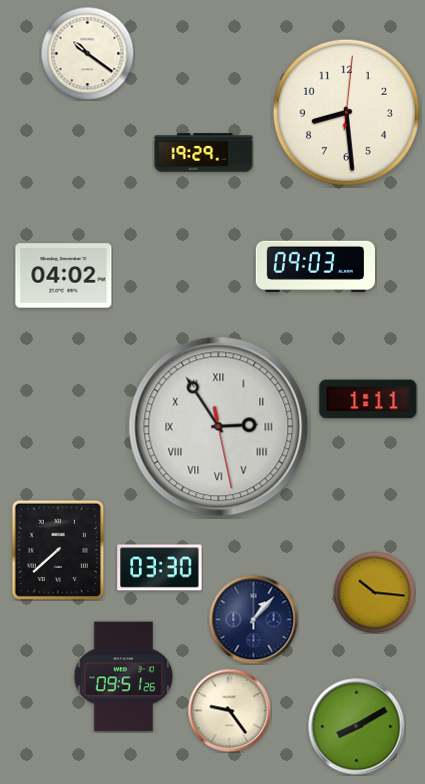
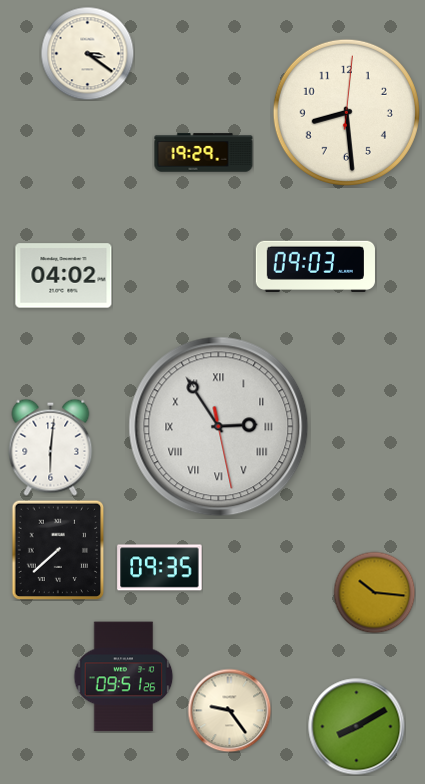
clock at (87, 53): 10:21 -> 3:21
clock at (368, 399): 1:11 -> none
clock at (51, 447): none -> 6:01
clock at (160, 568): 03:30 -> 09:35
clock at (253, 619): 1:07 -> none
